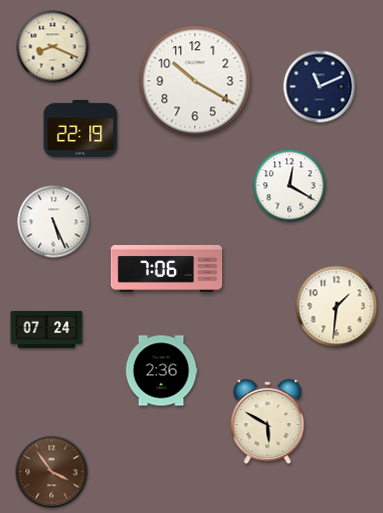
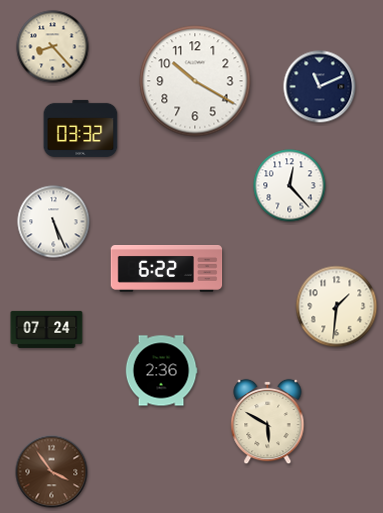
clock at (53, 47): 8:19 -> 8:23
clock at (81, 128): 22:19 -> 03:32
clock at (290, 186): 12:20 -> 12:23
clock at (167, 269): 7:06 -> 6:22
